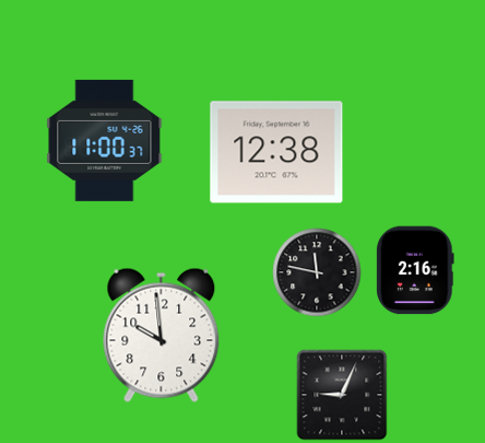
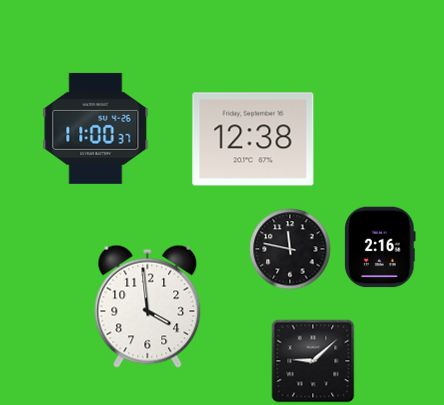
clock at (162, 335): 9:59 -> 3:59
clock at (342, 395): 9:04 -> 9:08
